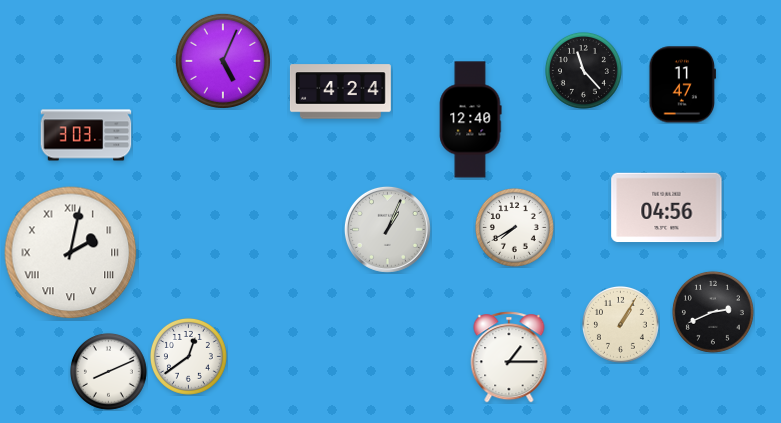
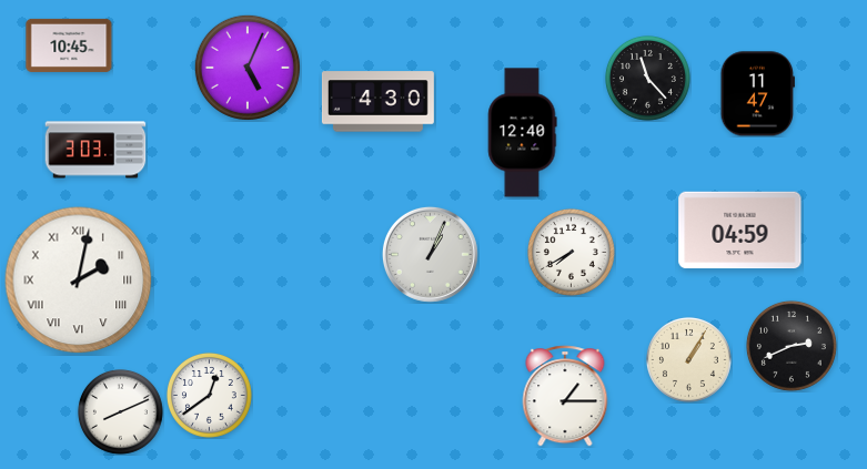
clock at (69, 45): none -> 10:45
clock at (340, 92): 4:24 -> 4:30
clock at (667, 208): 04:56 -> 04:59
